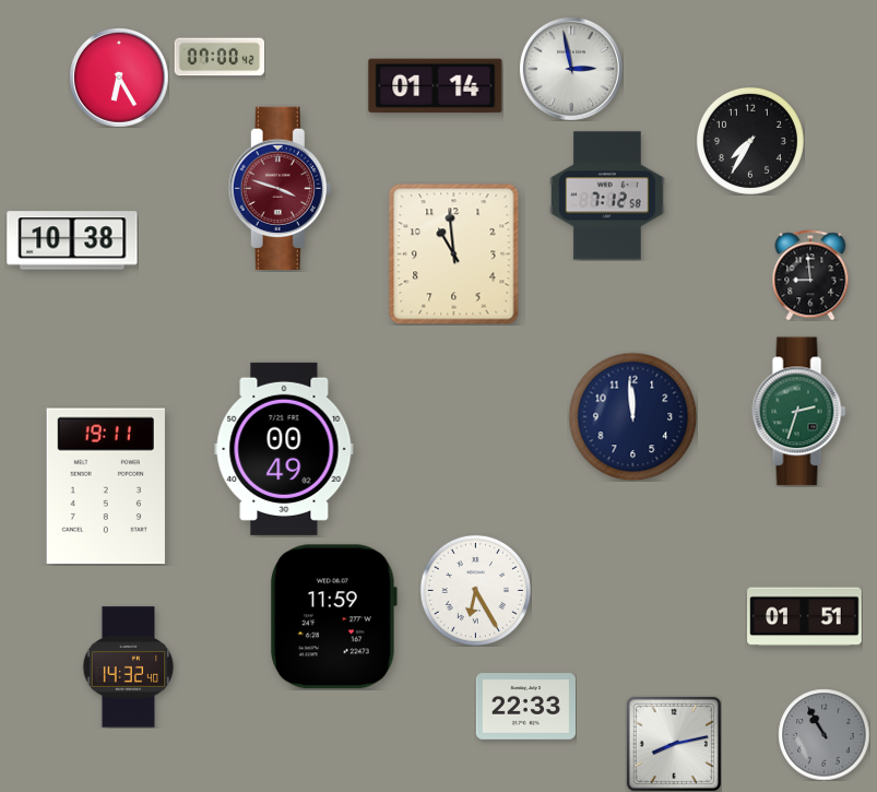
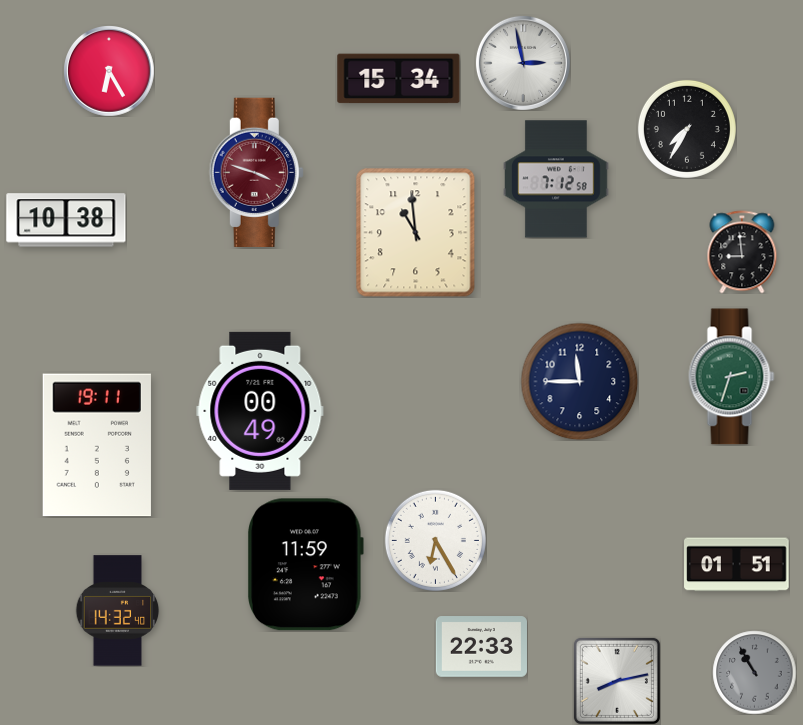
clock at (220, 57): 07:00 -> none
clock at (436, 86): 01:14 -> 15:34
clock at (632, 416): 11:59 -> 11:45
